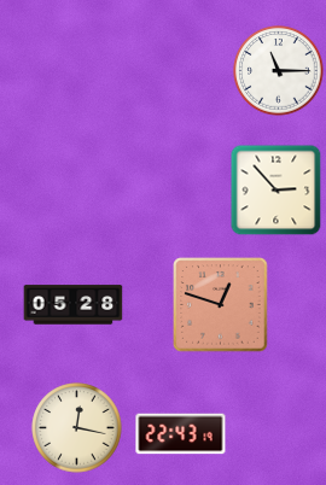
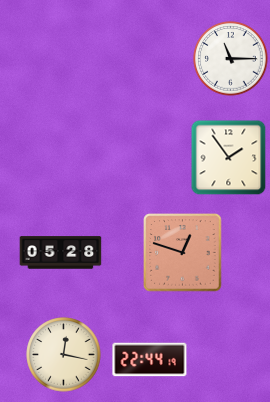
clock at (276, 191): 2:53 -> 1:54
clock at (181, 434): 22:43 -> 22:44
